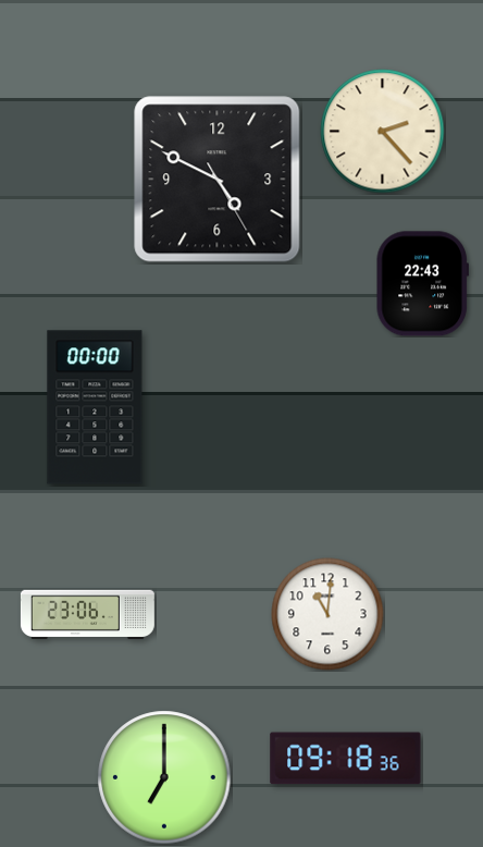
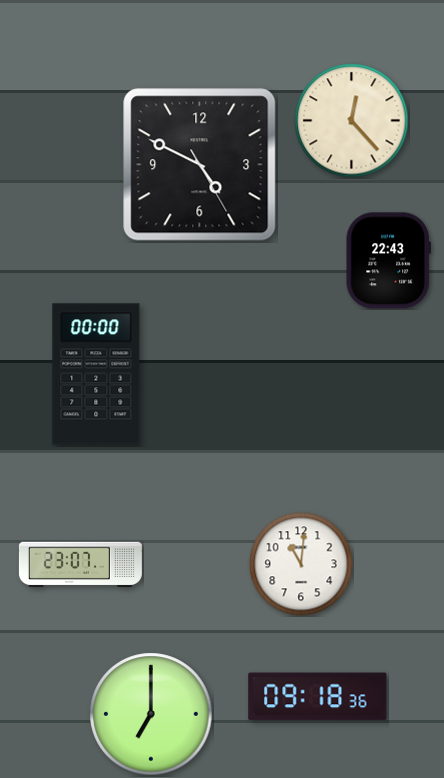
clock at (383, 132): 2:23 -> 12:23
clock at (95, 407) position: (95, 407) -> (96, 374)
clock at (87, 614): 23:06 -> 23:07
